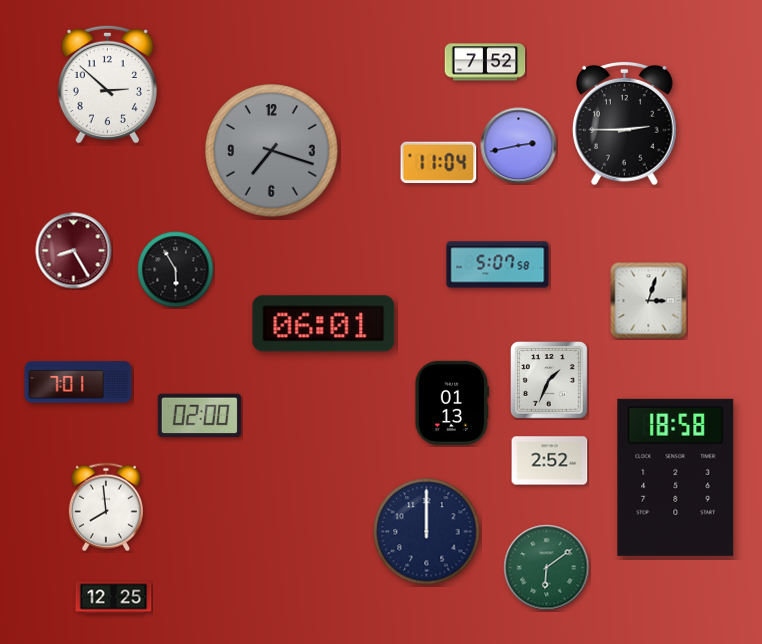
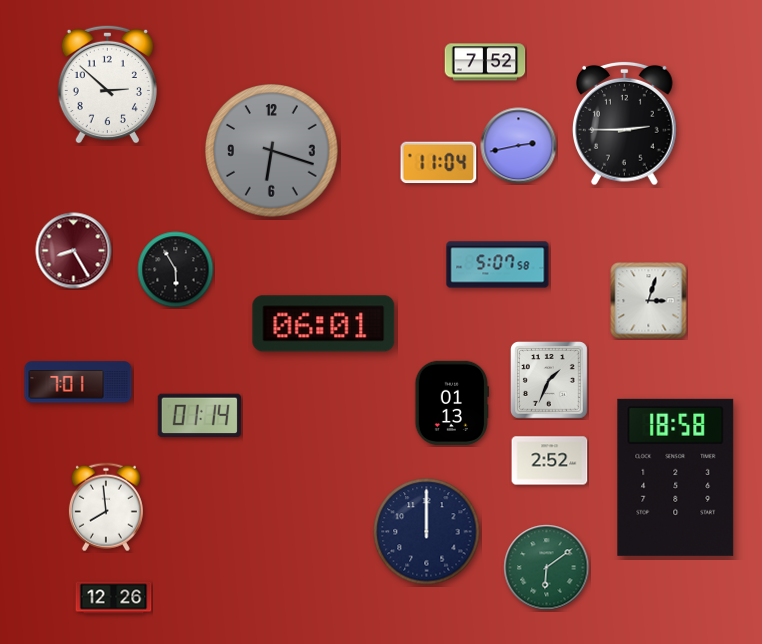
clock at (272, 151): 7:18 -> 6:18
clock at (199, 416): 02:00 -> 01:14
clock at (114, 598): 12:25 -> 12:26
